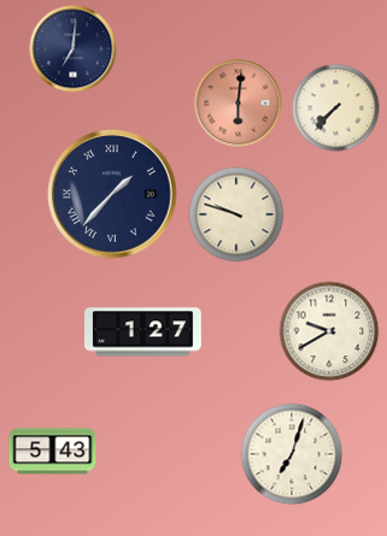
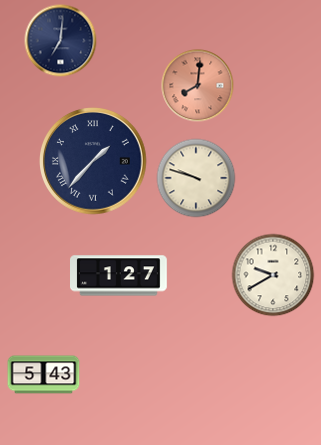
clock at (239, 104): 6:01 -> 8:01
clock at (336, 108): 7:37 -> none
clock at (292, 454): 7:03 -> none
